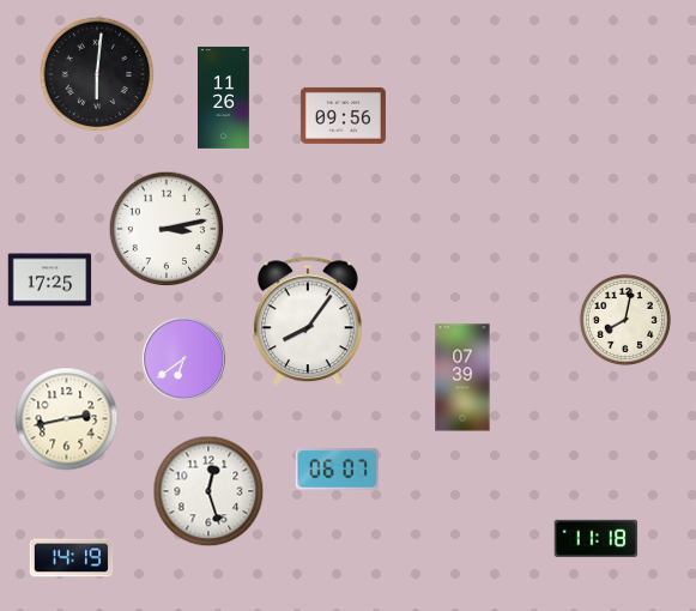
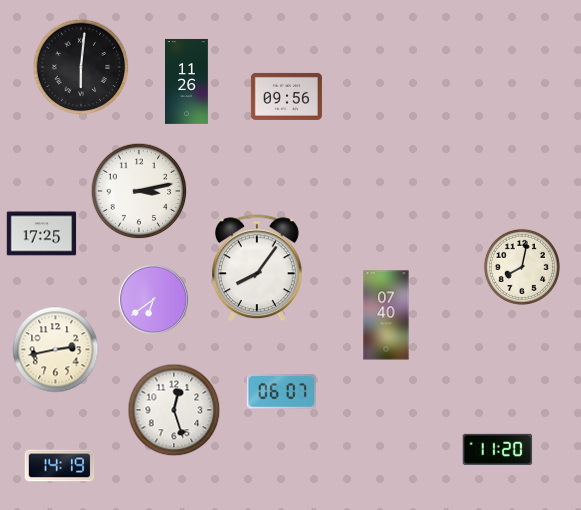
clock at (97, 74) position: (97, 74) -> (81, 67)
clock at (462, 377): 07:39 -> 07:40
clock at (597, 538): 11:18 -> 11:20
